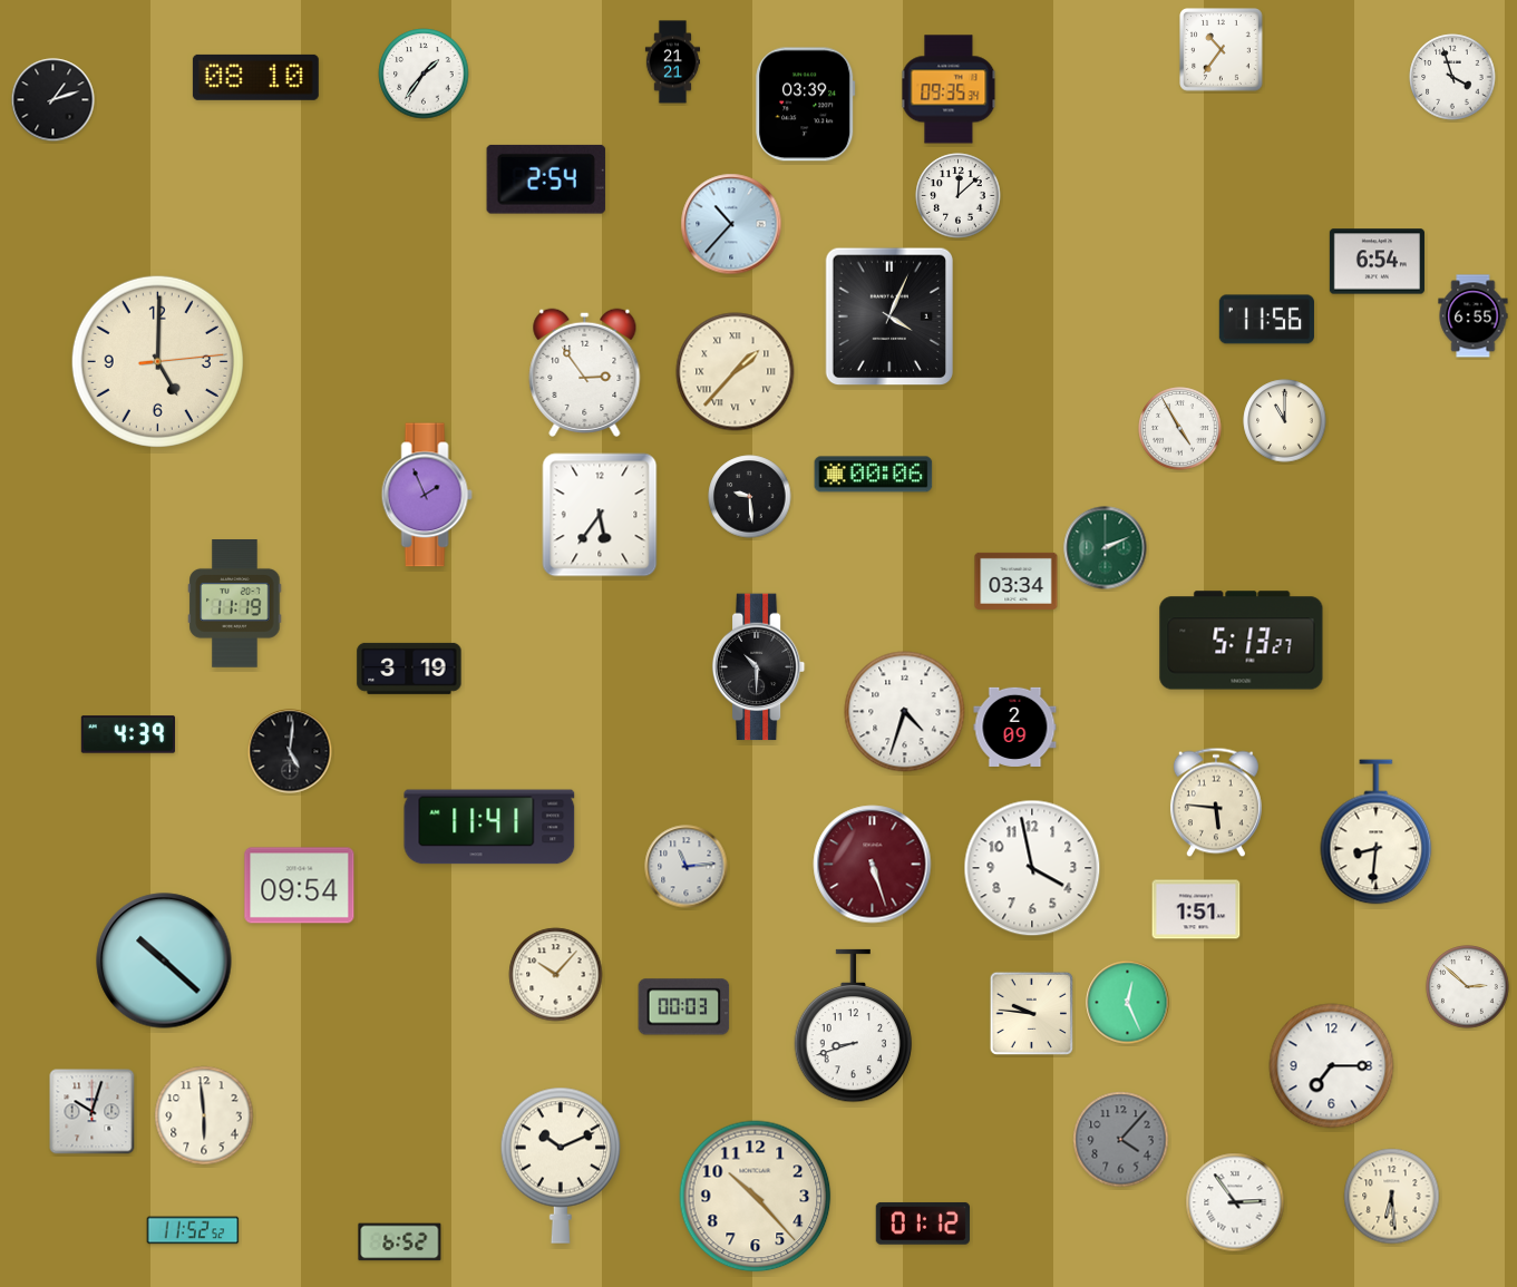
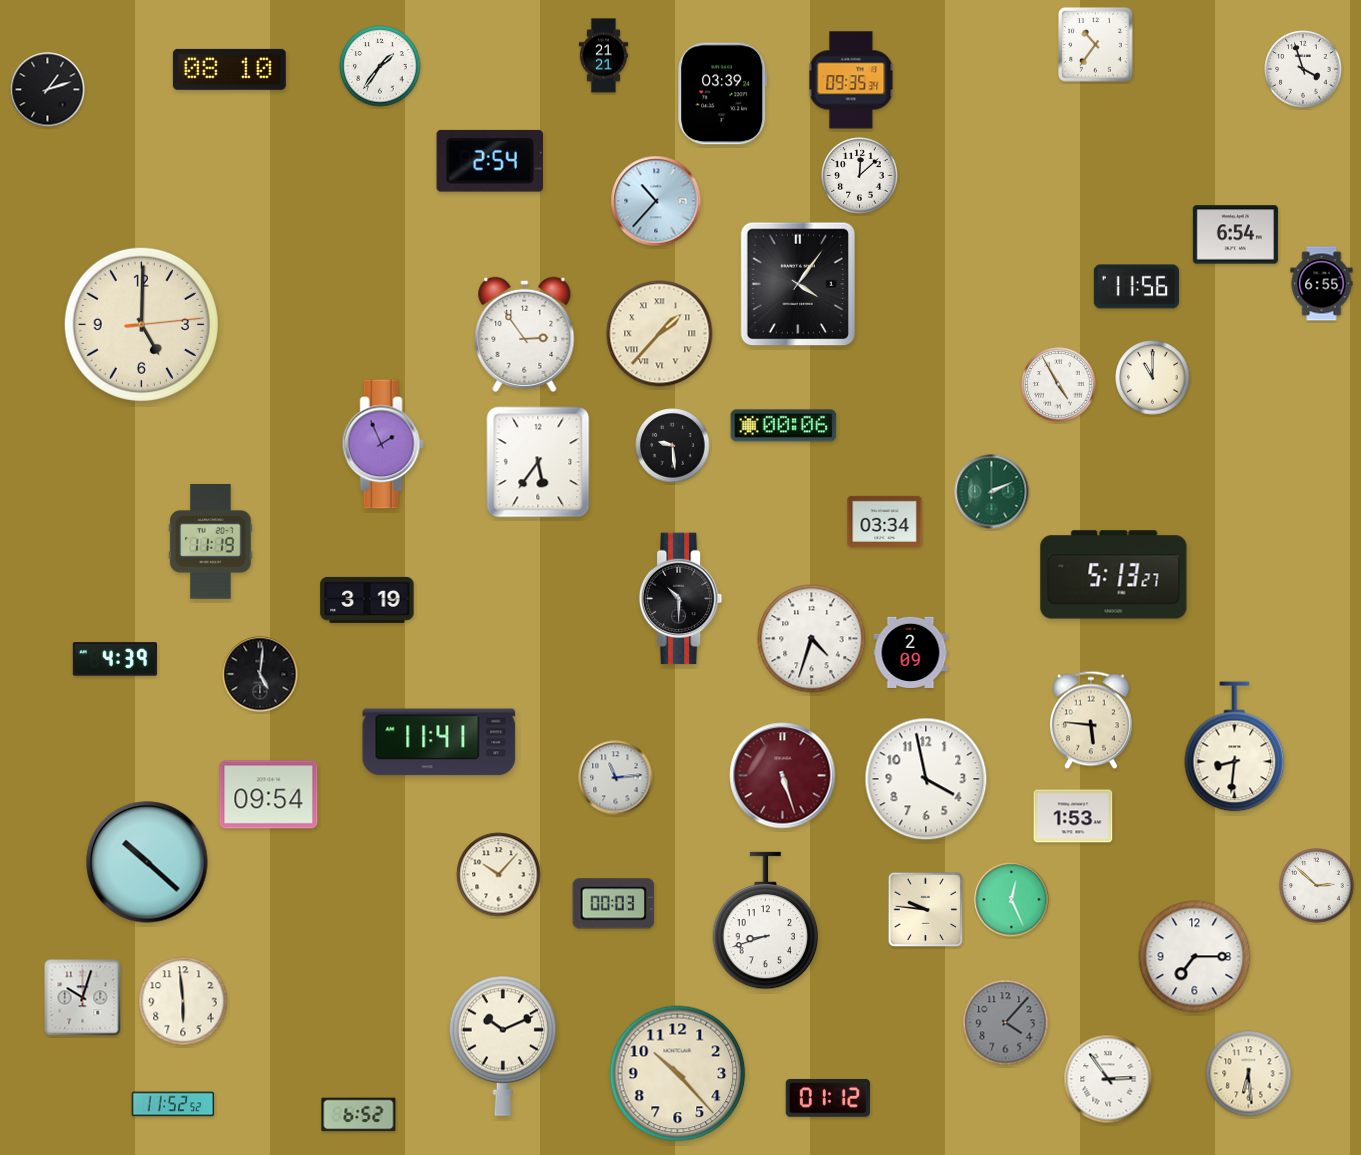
clock at (889, 316): 4:04 -> 4:06
clock at (1017, 581) position: (1017, 581) -> (885, 521)
clock at (1196, 909): 1:51 -> 1:53
